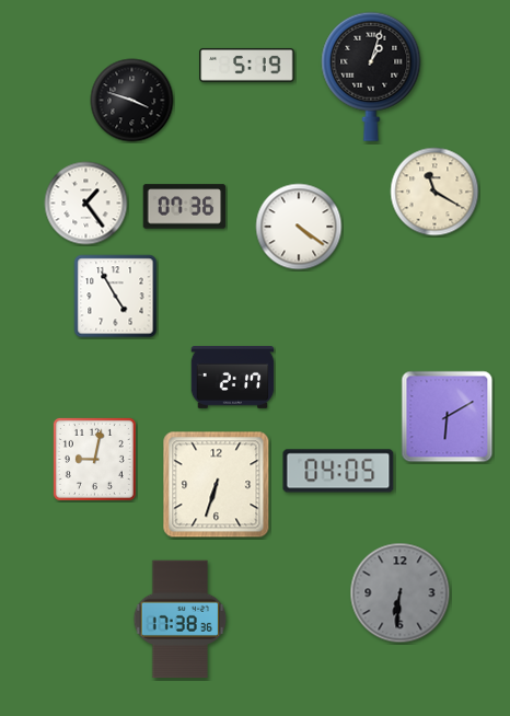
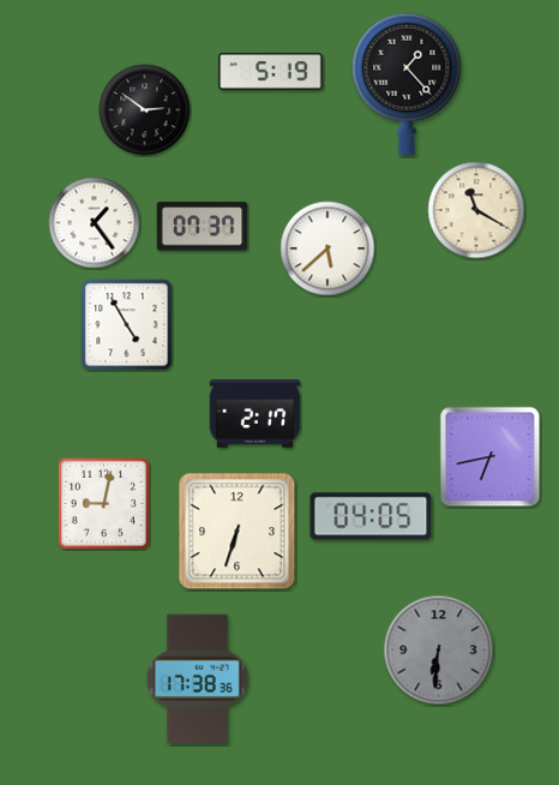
clock at (371, 77): 1:03 -> 1:23
clock at (132, 101): 3:48 -> 2:51
clock at (185, 207): 07:36 -> 07:37
clock at (299, 227): 4:21 -> 5:38
clock at (448, 417): 6:10 -> 6:43
